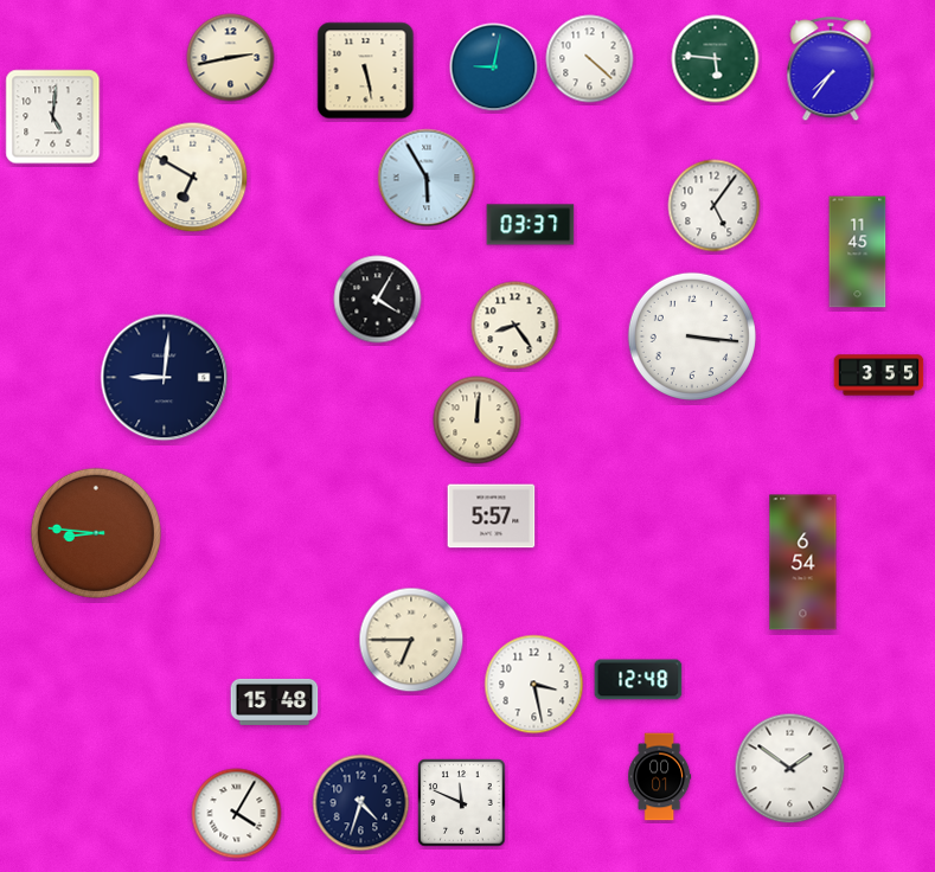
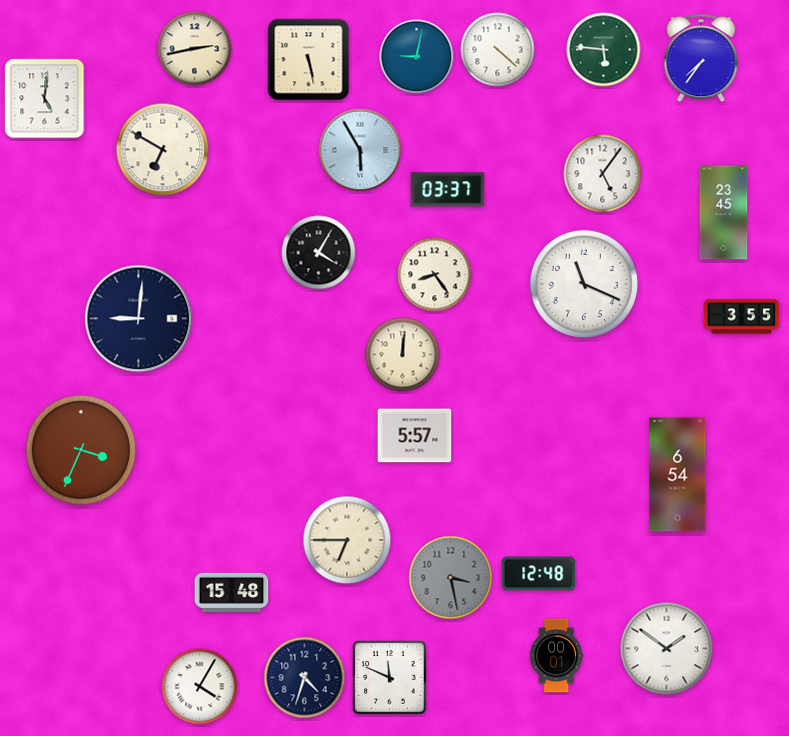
clock at (858, 252): 11:45 -> 23:45
clock at (692, 336): 3:16 -> 11:19
clock at (96, 533): 8:46 -> 3:34
clock at (534, 685) dial: white -> grey
